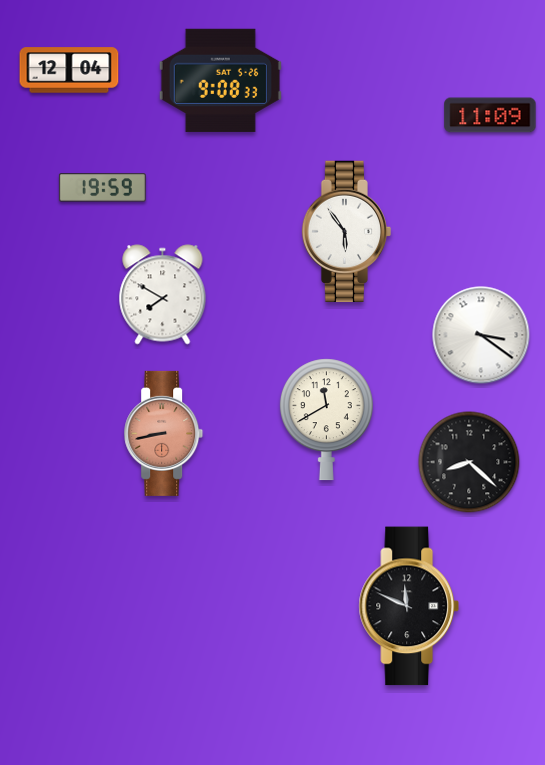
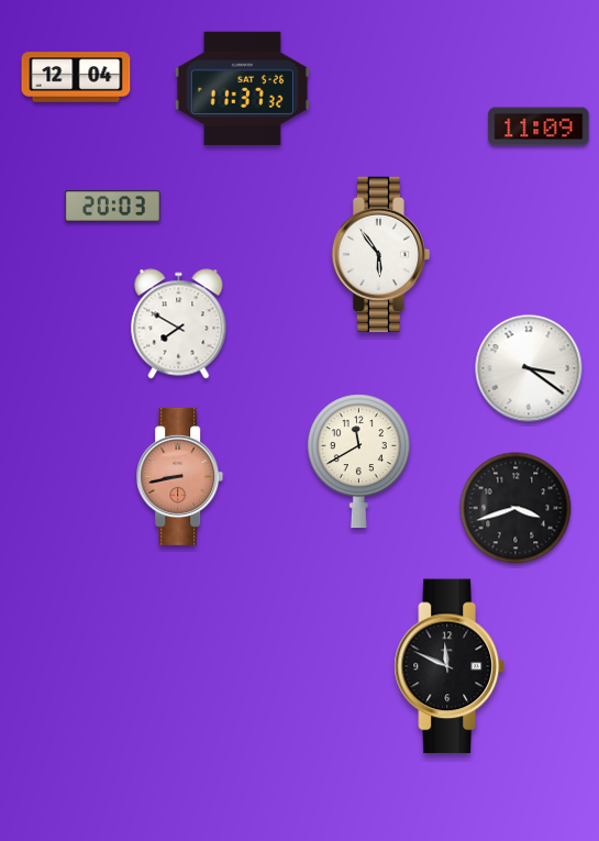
clock at (220, 80): 9:08 -> 11:37
clock at (102, 188): 19:59 -> 20:03
clock at (469, 462): 8:22 -> 3:42
